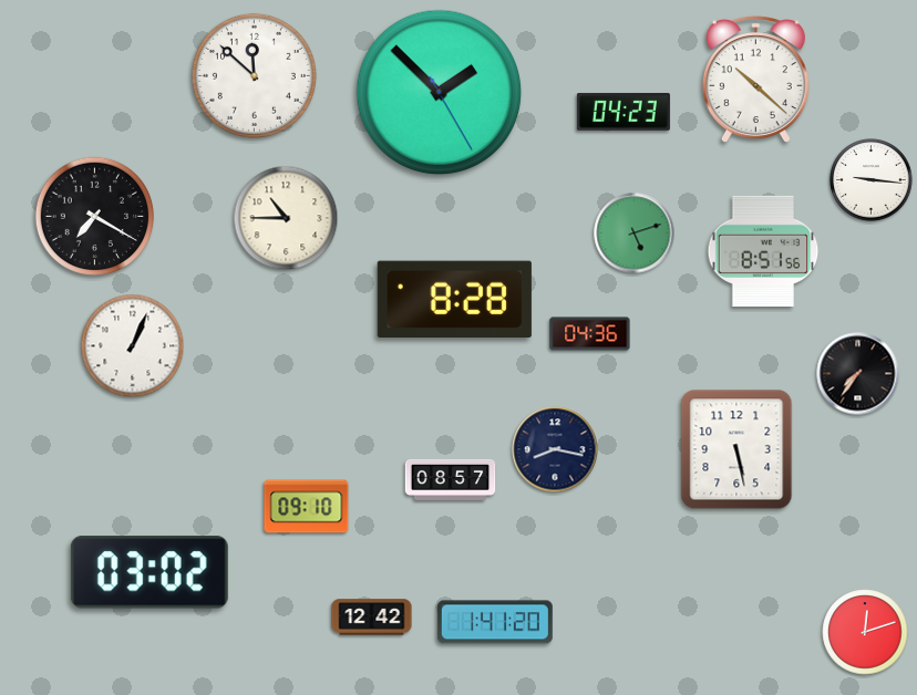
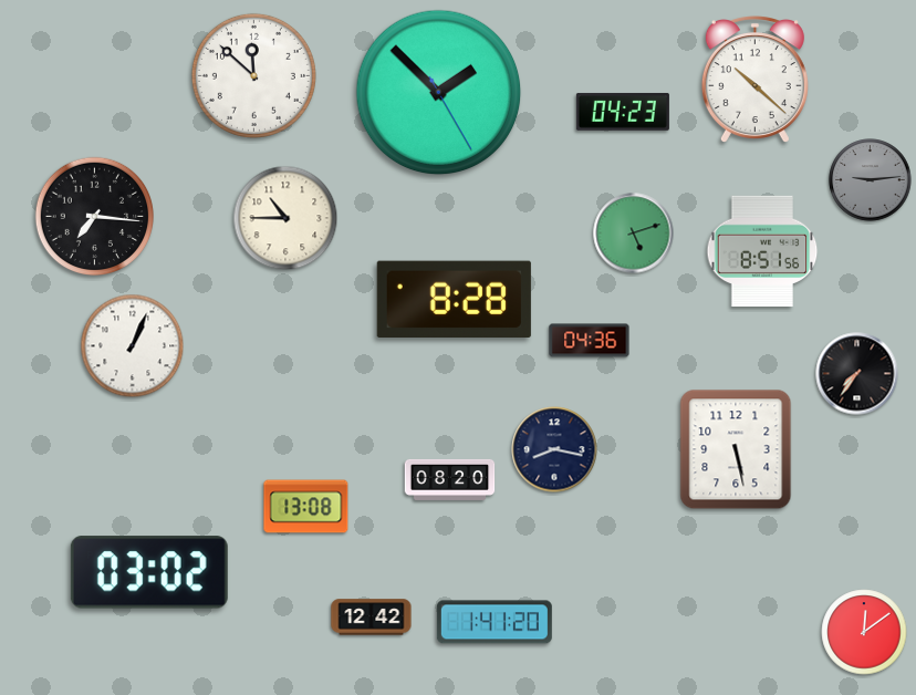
clock at (872, 180): 9:16 -> 9:14
clock at (872, 180) dial: white -> grey
clock at (94, 216): 7:20 -> 7:16
clock at (590, 334) position: (590, 334) -> (590, 341)
clock at (451, 479): 08:57 -> 08:20
clock at (307, 507): 09:10 -> 13:08
clock at (865, 632): 12:12 -> 12:09
